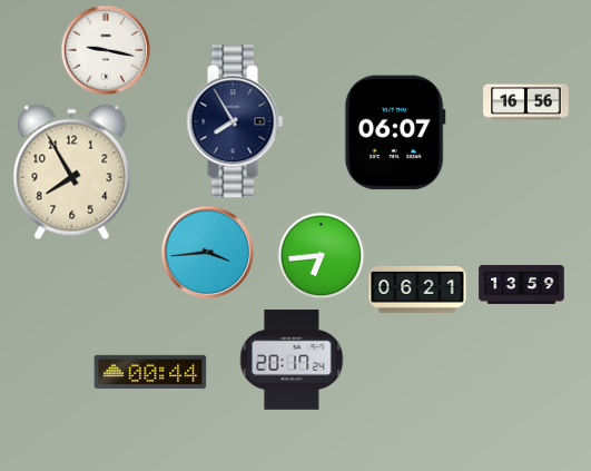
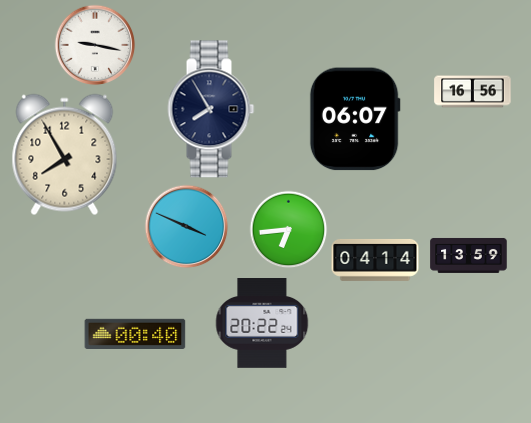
clock at (207, 252): 3:44 -> 3:49
clock at (417, 290): 06:21 -> 04:14
clock at (292, 361): 20:17 -> 20:22
clock at (150, 371): 00:44 -> 00:40
